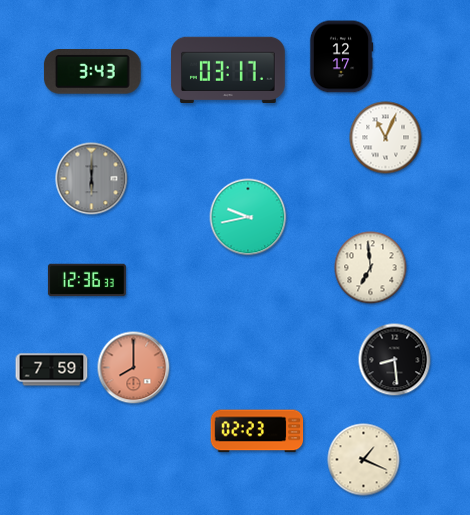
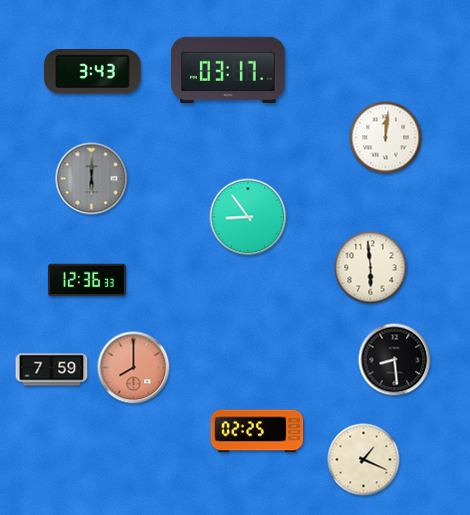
clock at (341, 57): 12:17 -> none
clock at (386, 138): 11:04 -> 12:01
clock at (248, 217): 9:43 -> 8:54
clock at (371, 268): 6:59 -> 5:59
clock at (257, 431): 02:23 -> 02:25
